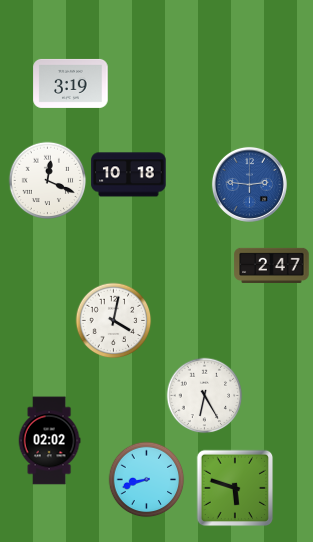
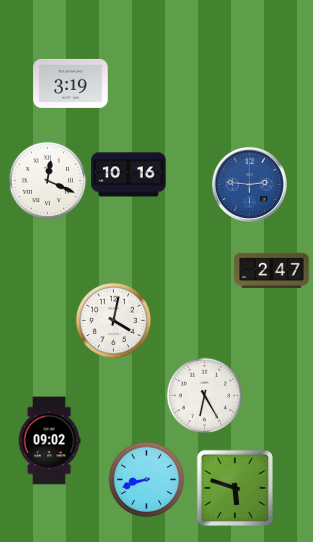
clock at (129, 175): 10:18 -> 10:16
clock at (272, 265) position: (272, 265) -> (272, 270)
clock at (49, 441): 02:02 -> 09:02
